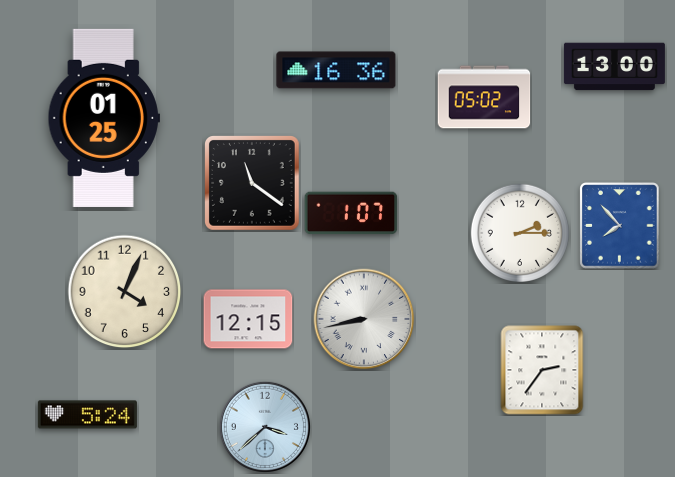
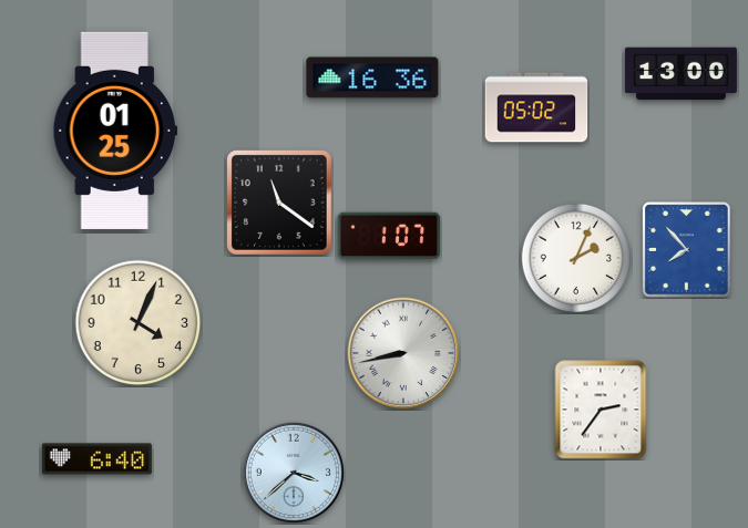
clock at (520, 233): 2:15 -> 2:04
clock at (248, 319): 12:15 -> none
clock at (87, 415): 5:24 -> 6:40
